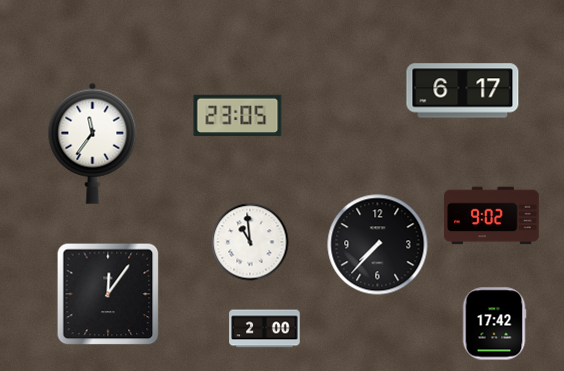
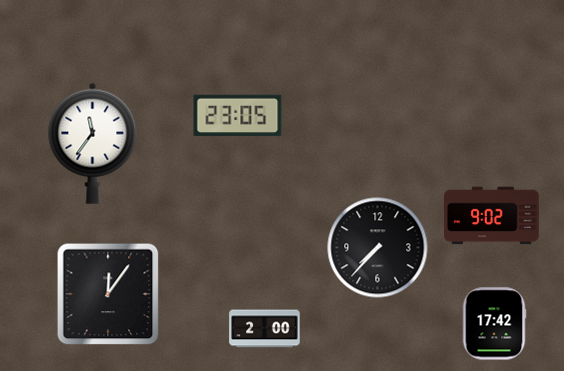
clock at (463, 91): 6:17 -> none
clock at (250, 242): 10:59 -> none
clock at (378, 245) position: (378, 245) -> (378, 248)
